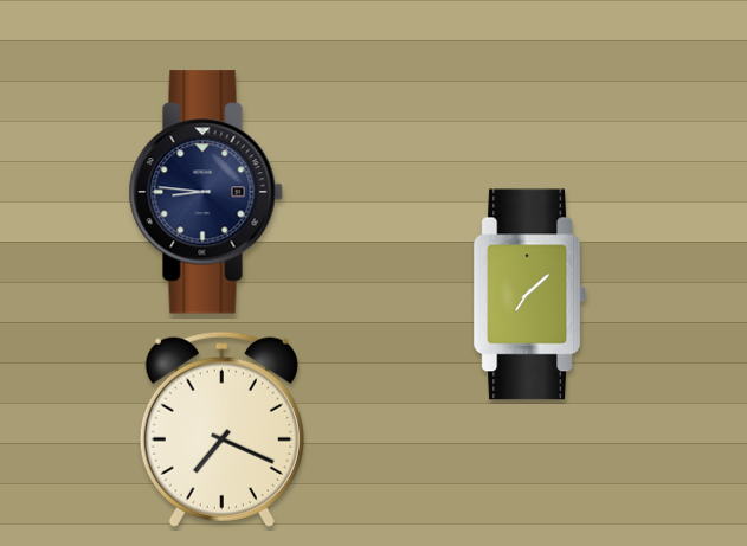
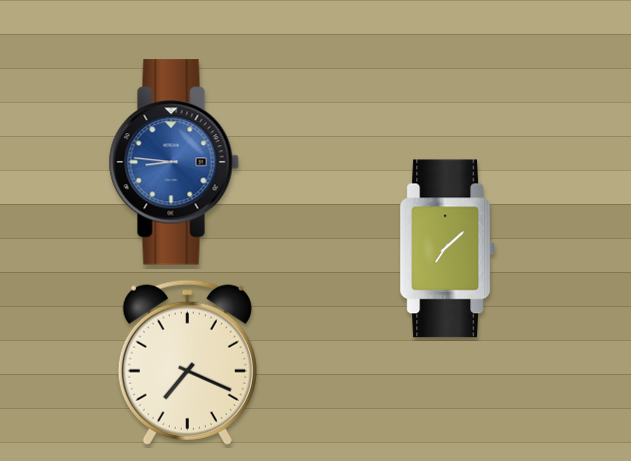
clock at (206, 192) dial: navy -> blue
